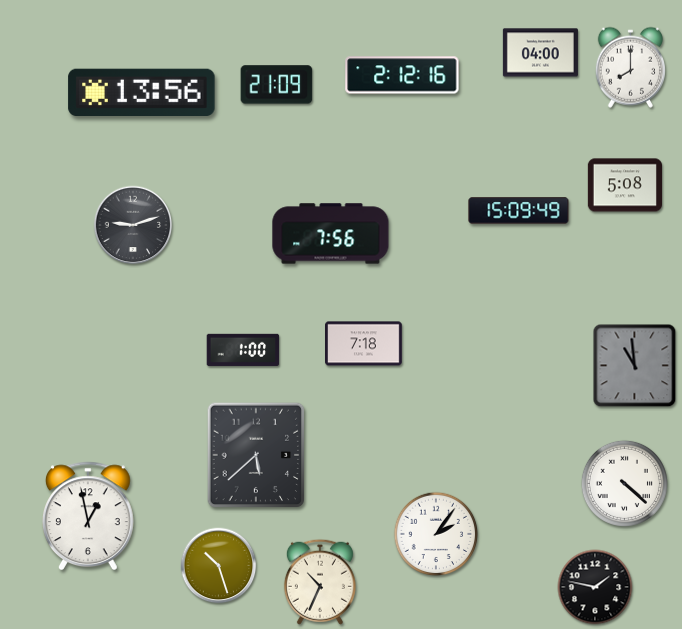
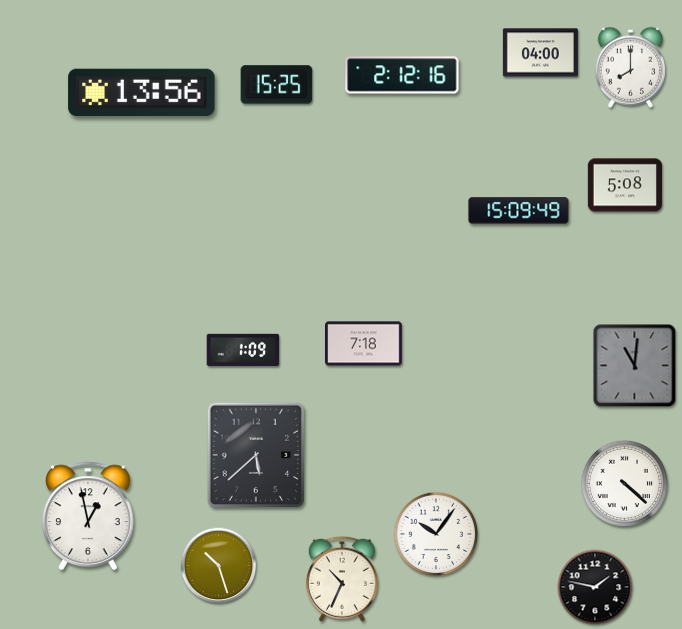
clock at (277, 85): 21:09 -> 15:25
clock at (133, 225): 9:12 -> none
clock at (331, 234): 7:56 -> none
clock at (243, 350): 1:00 -> 1:09
clock at (635, 366): 10:59 -> 11:01
clock at (436, 534): 2:06 -> 10:06
clock at (320, 582) position: (320, 582) -> (342, 579)
